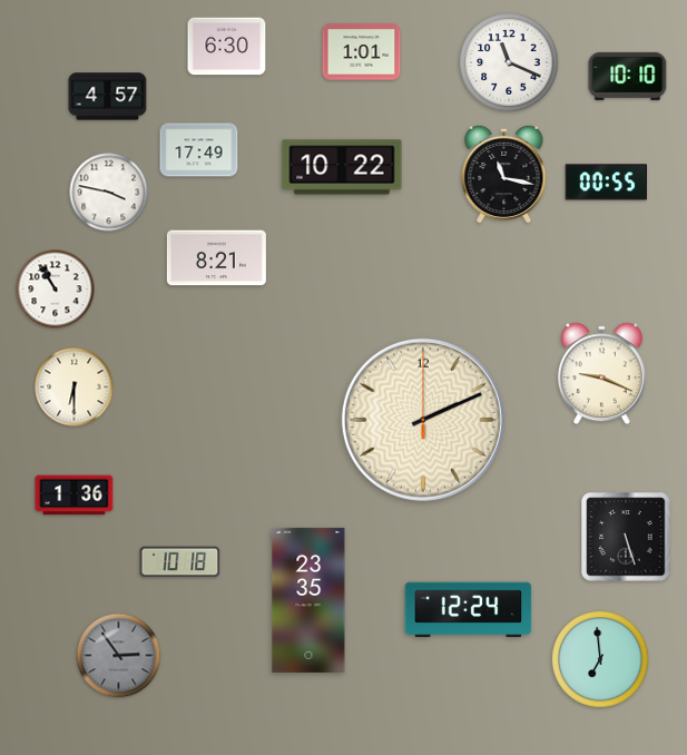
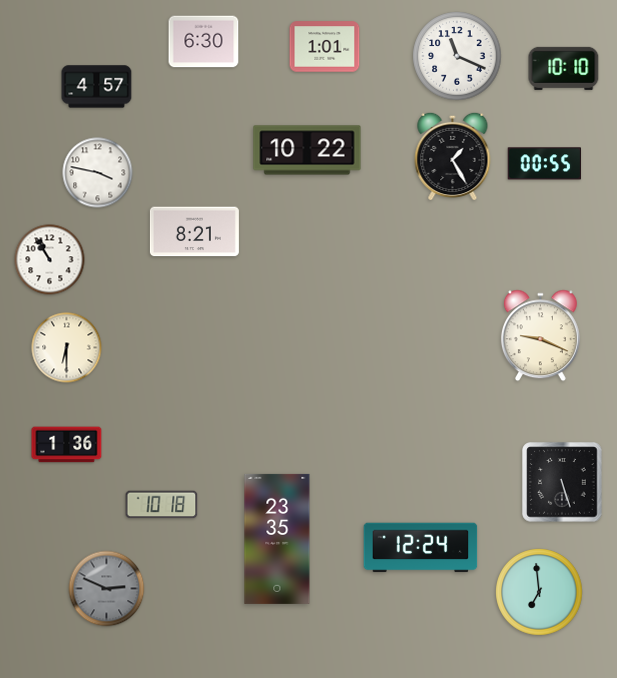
clock at (199, 150): 17:49 -> none
clock at (504, 174): 11:17 -> 1:25
clock at (423, 420): 2:11 -> none
clock at (119, 656): 2:54 -> 2:49
